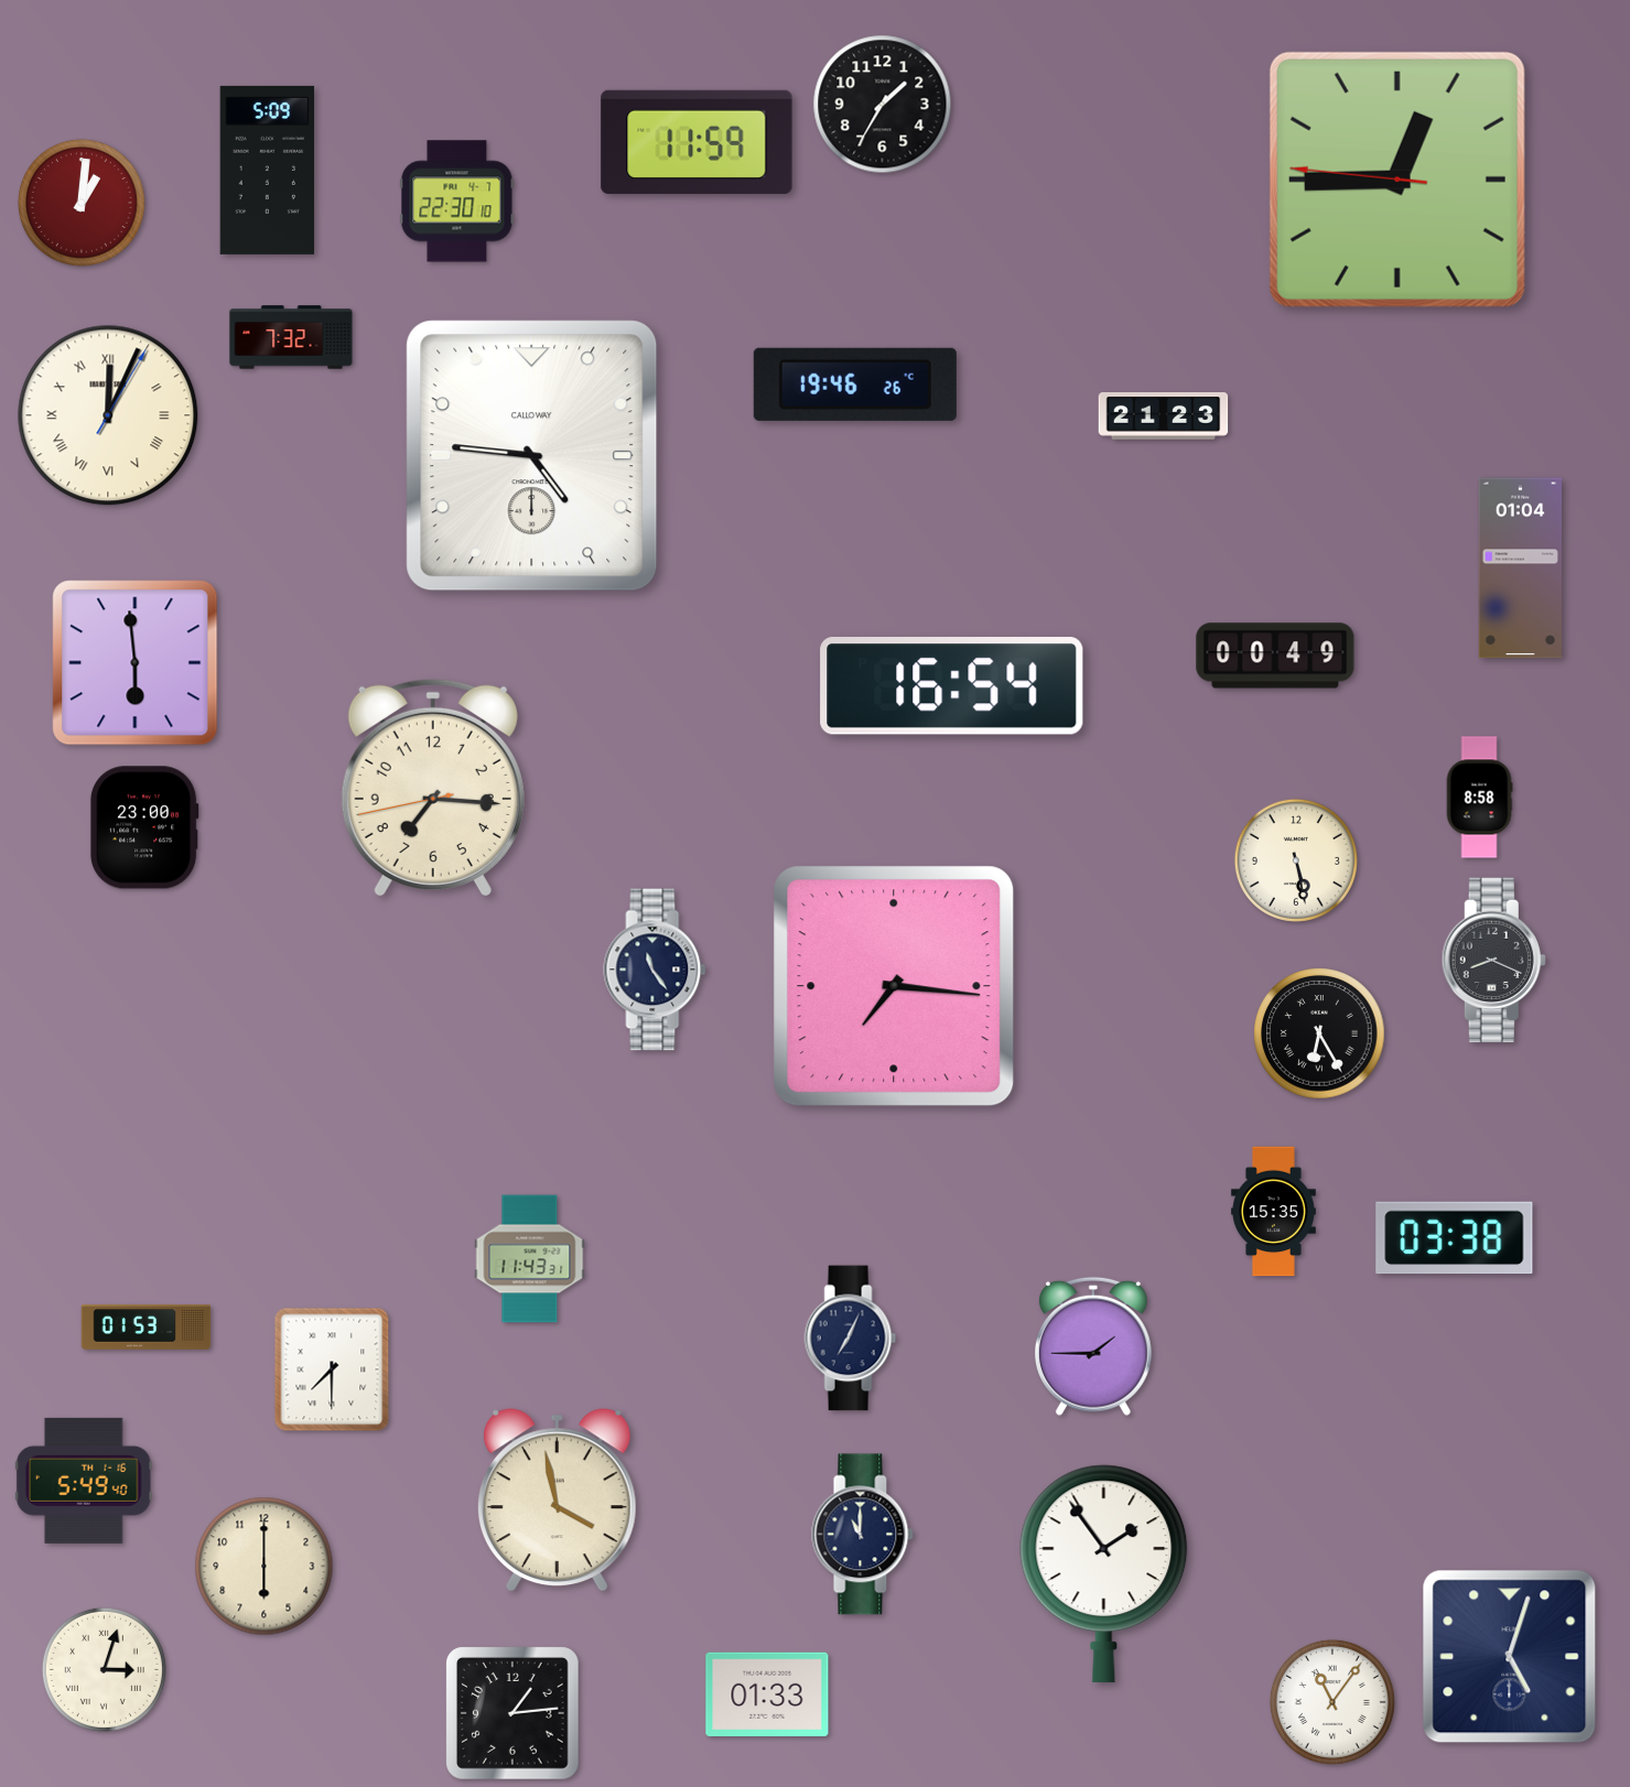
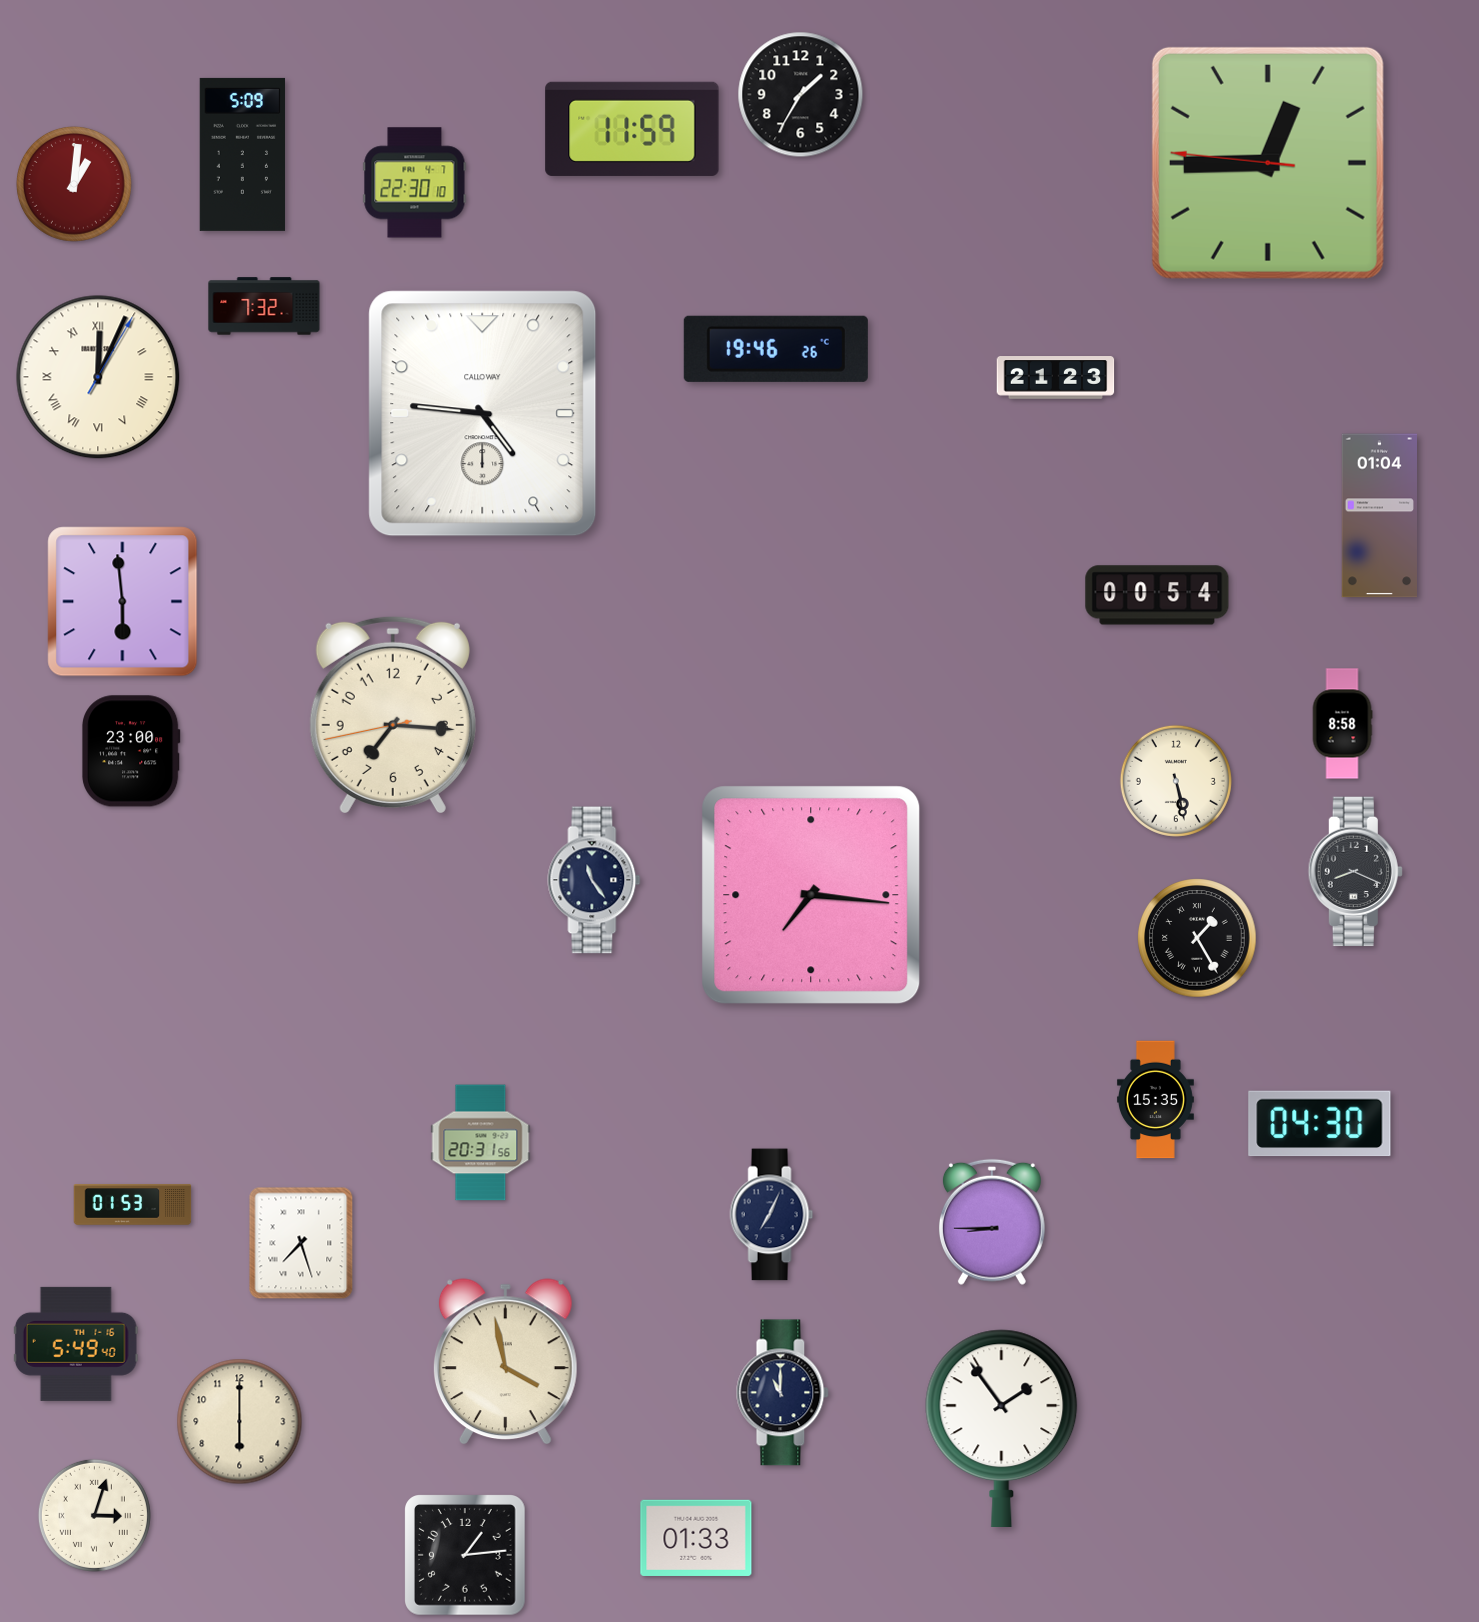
clock at (1275, 656): 00:49 -> 00:54
clock at (952, 686): 16:54 -> none
clock at (1319, 1033): 6:25 -> 1:25
clock at (1455, 1238): 03:38 -> 04:30
clock at (530, 1259): 11:43 -> 20:31
clock at (1093, 1346): 1:45 -> 8:45
clock at (332, 1369): 7:30 -> 7:27
clock at (1510, 1657): 5:03 -> none
clock at (1332, 1702): 11:06 -> none
